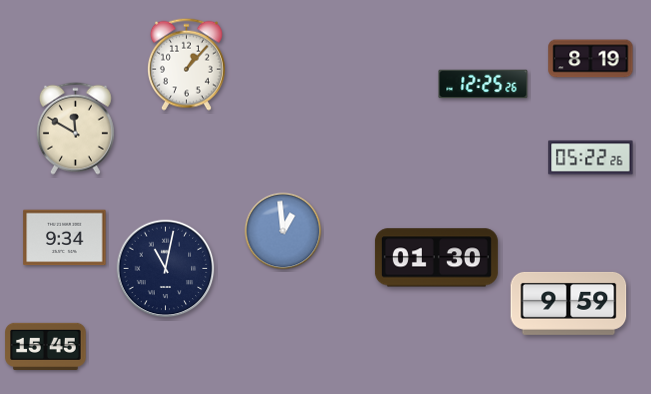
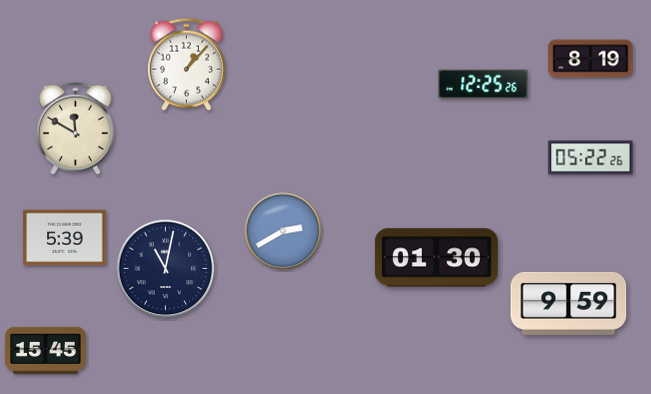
clock at (283, 231): 12:59 -> 2:40
clock at (65, 238): 9:34 -> 5:39
clock at (46, 346) position: (46, 346) -> (46, 350)
